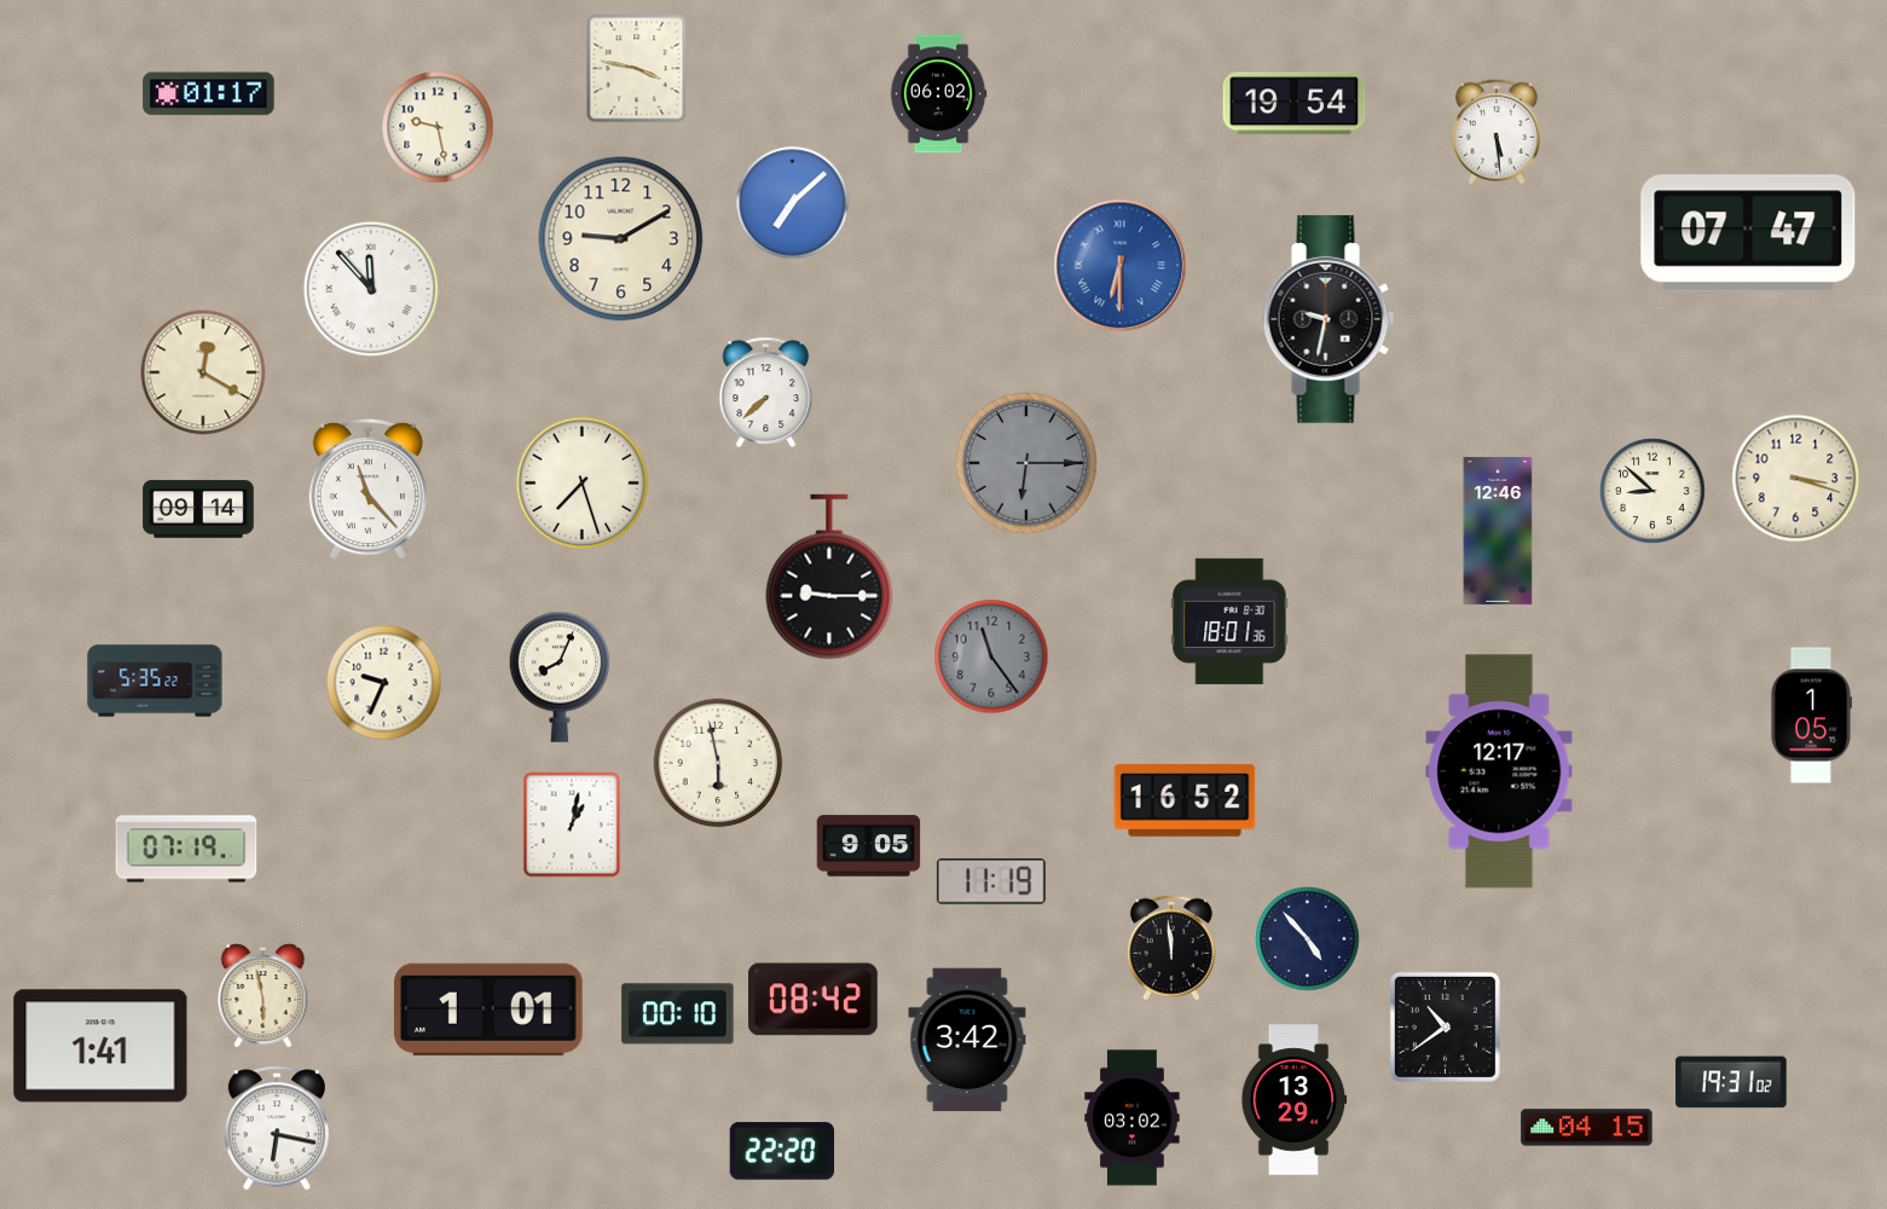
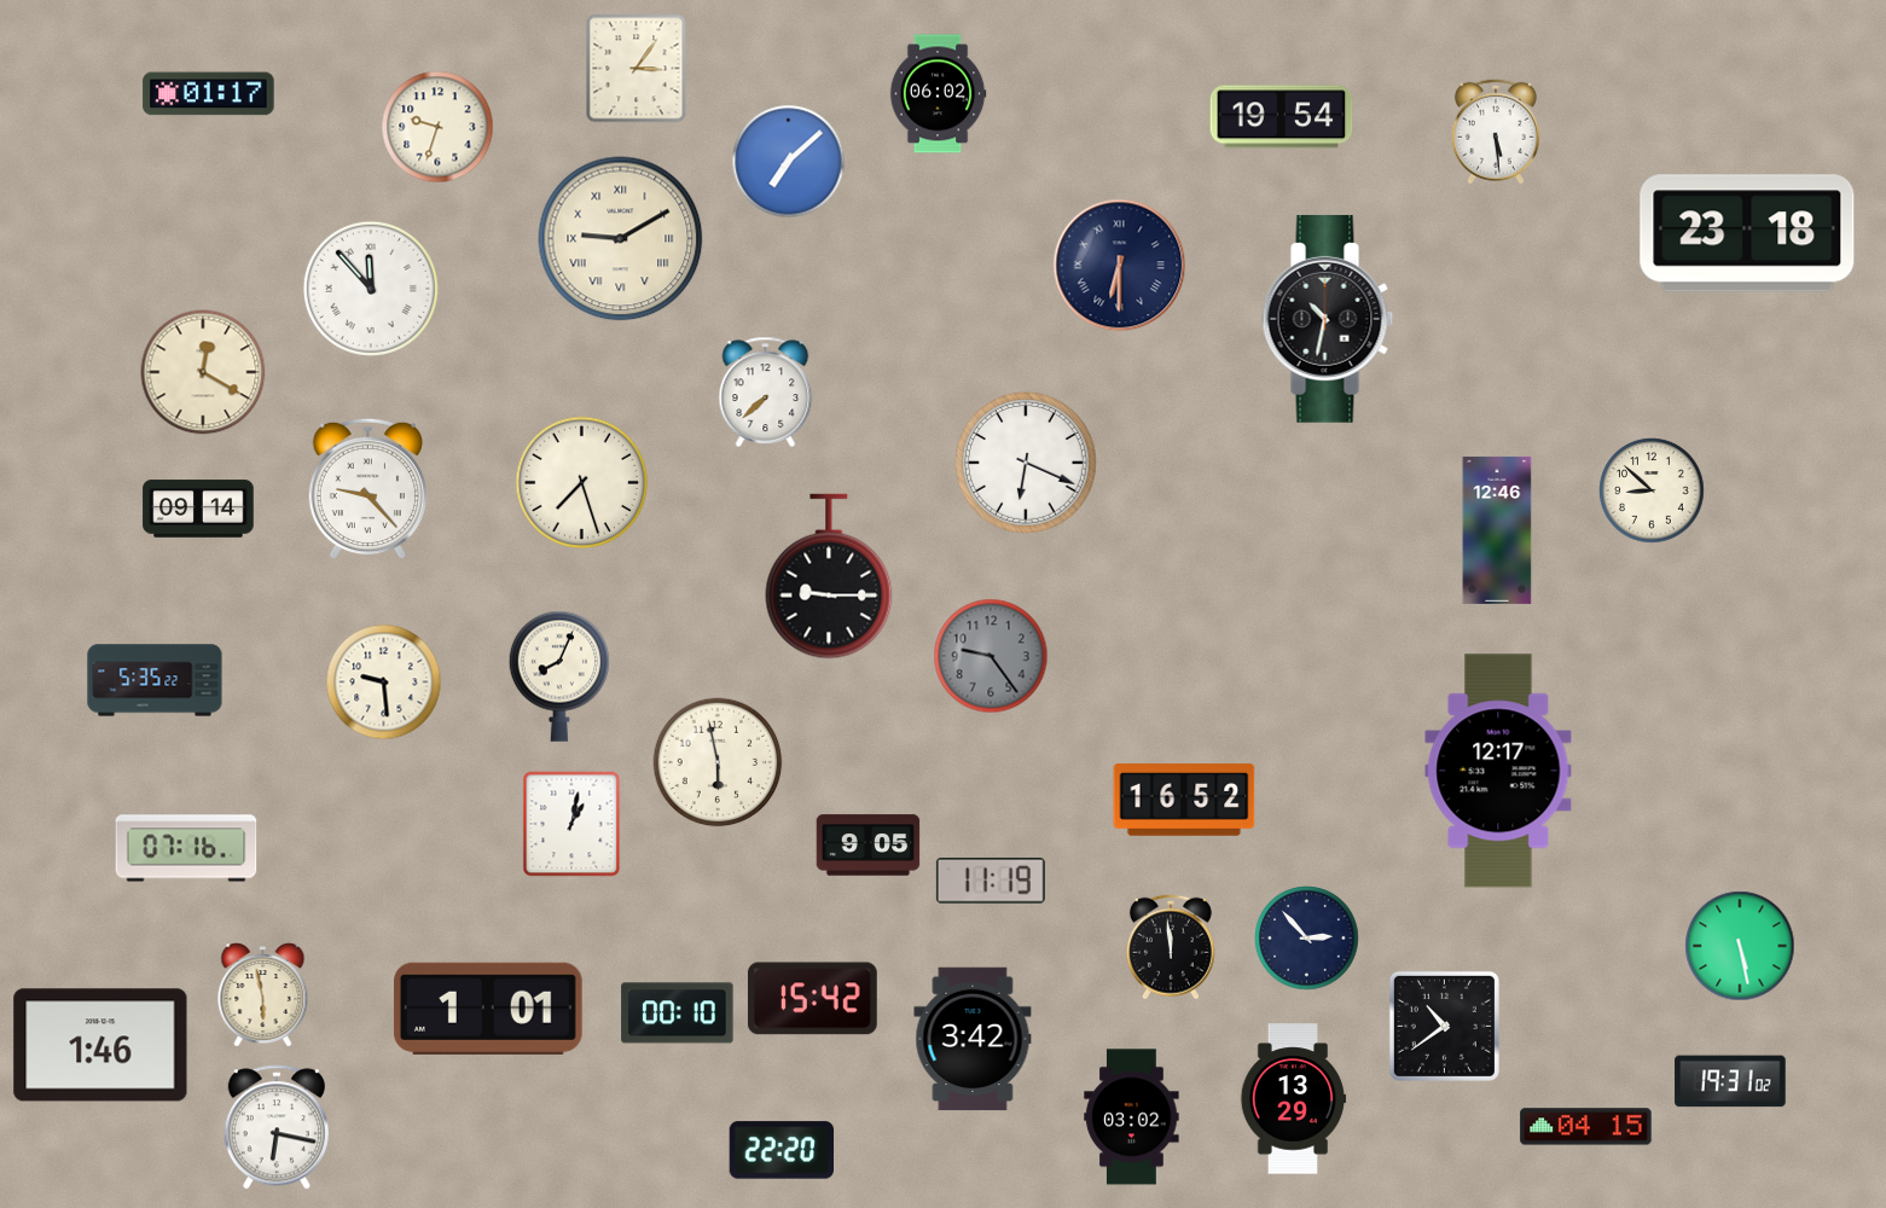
clock at (637, 69): 3:47 -> 3:06
clock at (1295, 104) position: (1295, 104) -> (1282, 117)
clock at (438, 127): 9:28 -> 9:33
clock at (793, 203) position: (793, 203) -> (789, 162)
clock at (1748, 233): 07:47 -> 23:18
clock at (621, 239) numerals: Arabic -> Roman
clock at (1121, 266) dial: blue -> navy
clock at (1329, 319): 9:32 -> 10:32
clock at (1026, 463): 6:15 -> 6:19
clock at (1026, 463) dial: grey -> white
clock at (1796, 479): 3:18 -> none
clock at (367, 490): 11:23 -> 9:23
clock at (1229, 621): 18:01 -> none
clock at (991, 656): 11:24 -> 9:24
clock at (384, 683): 9:34 -> 9:29
clock at (1811, 716): 1:05 -> none
clock at (186, 849): 07:19 -> 07:16
clock at (1308, 939): 4:53 -> 2:53
clock at (1740, 946): none -> 5:28
clock at (812, 1000): 08:42 -> 15:42
clock at (967, 1040) position: (967, 1040) -> (973, 1039)
clock at (100, 1046): 1:41 -> 1:46
